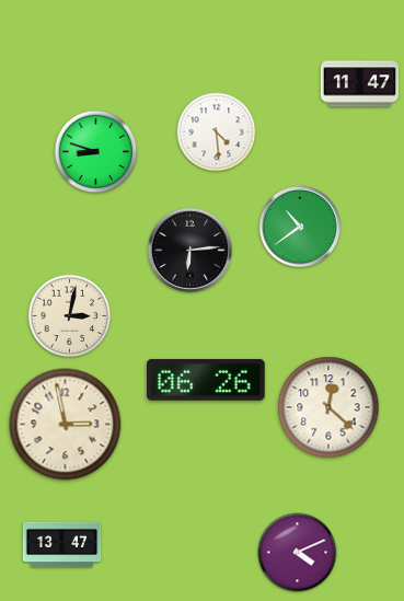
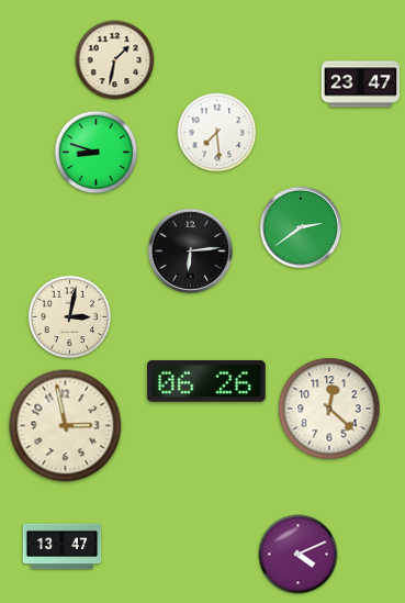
clock at (115, 60): none -> 1:32
clock at (360, 84): 11:47 -> 23:47
clock at (217, 132): 4:29 -> 7:29
clock at (299, 226): 10:39 -> 2:39
